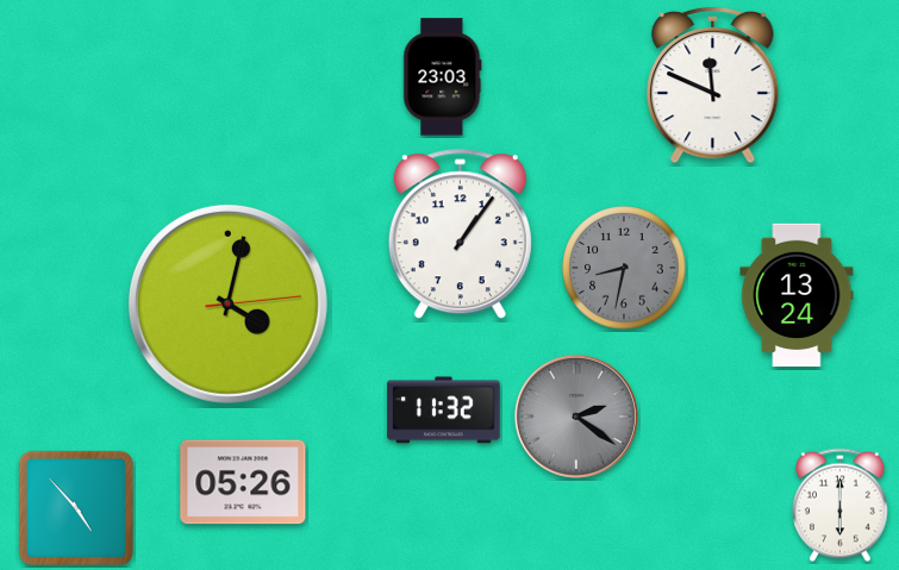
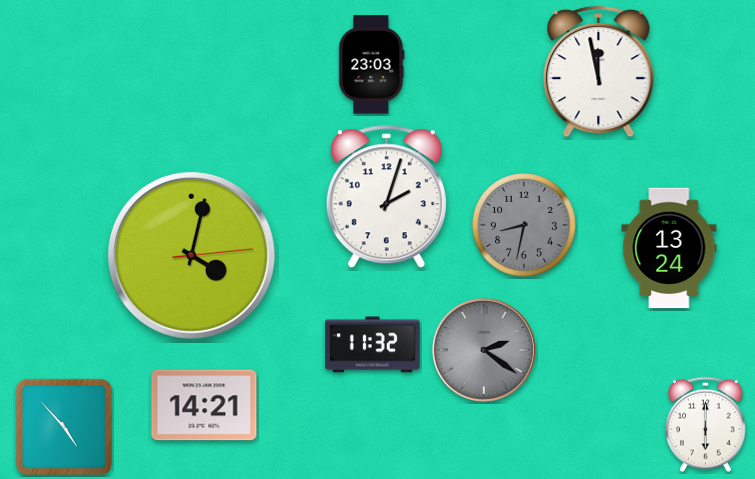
clock at (713, 86): 11:49 -> 11:58
clock at (460, 234): 1:06 -> 2:03
clock at (243, 482): 05:26 -> 14:21
